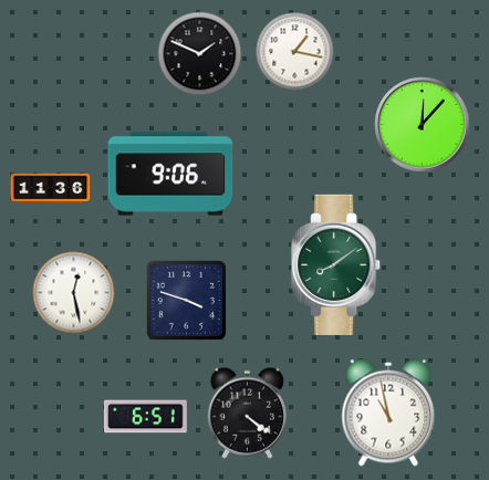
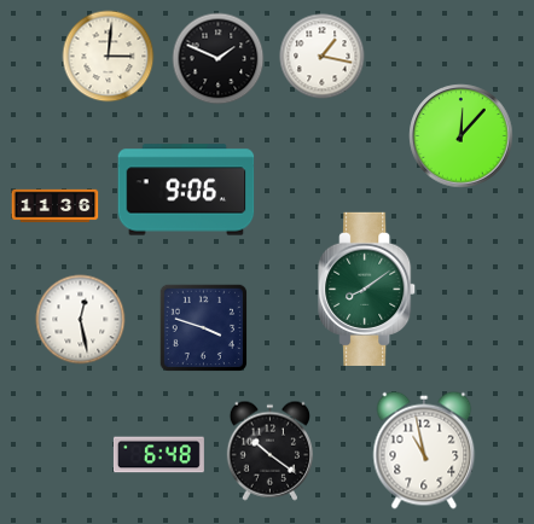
clock at (109, 57): none -> 3:01
clock at (247, 413): 4:21 -> 10:21
clock at (145, 417): 6:51 -> 6:48
